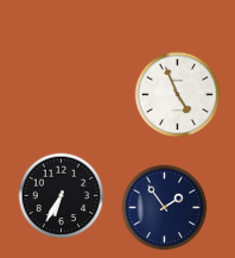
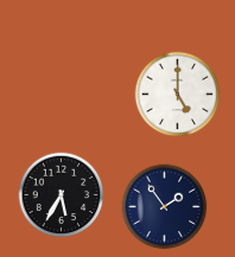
clock at (178, 95): 4:56 -> 5:00
clock at (62, 196): 6:35 -> 5:35
